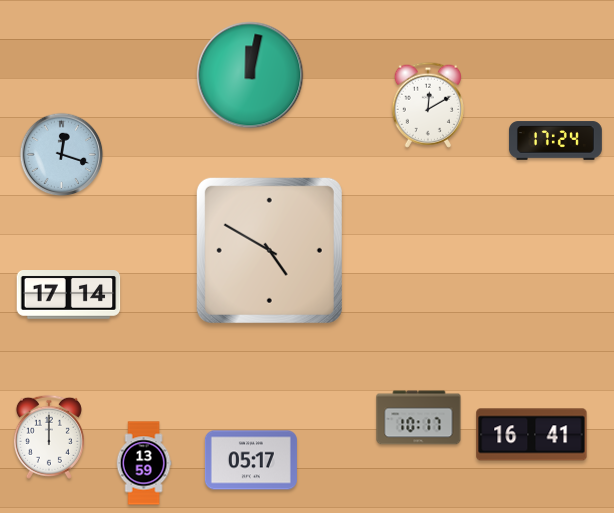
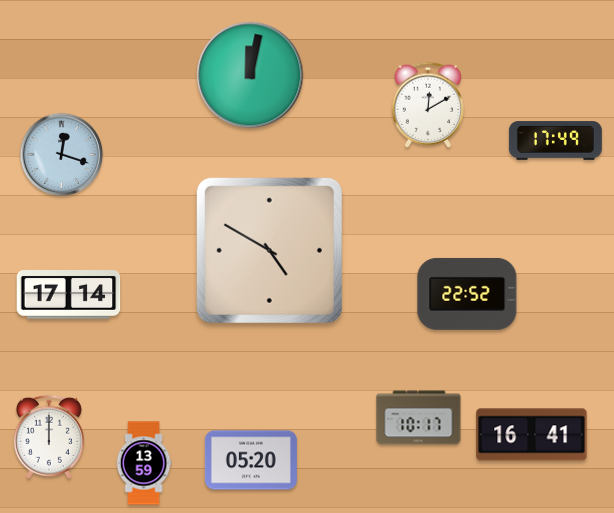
clock at (556, 141): 17:24 -> 17:49
clock at (467, 294): none -> 22:52
clock at (251, 460): 05:17 -> 05:20
